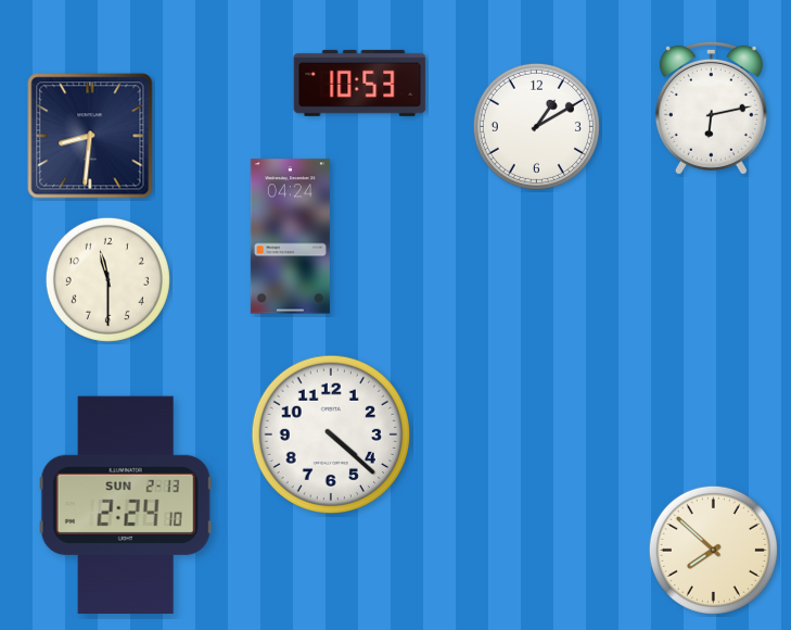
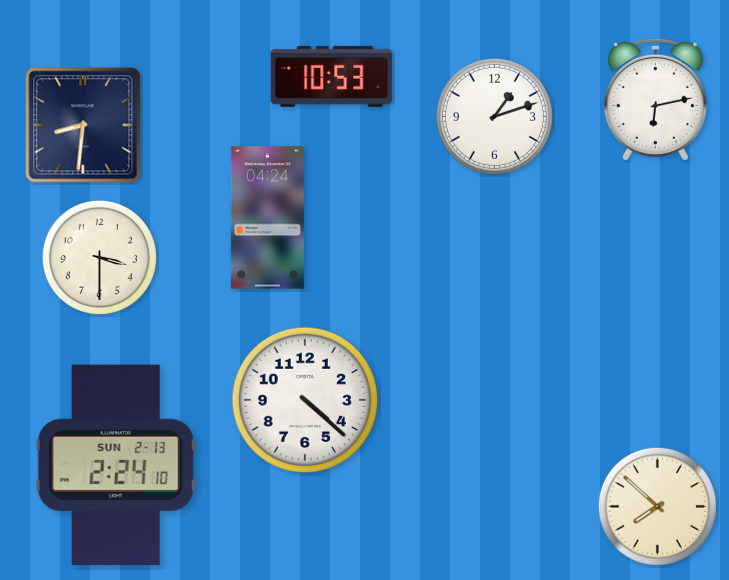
clock at (536, 126): 1:10 -> 1:12
clock at (107, 279): 11:30 -> 3:30
